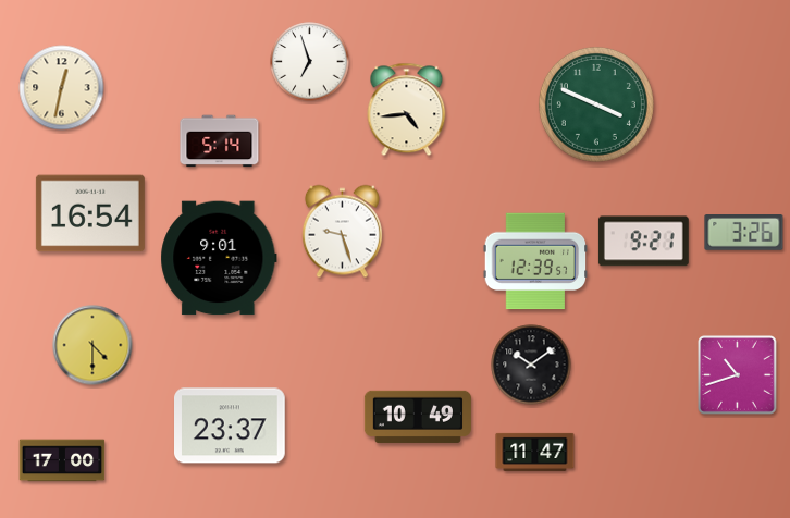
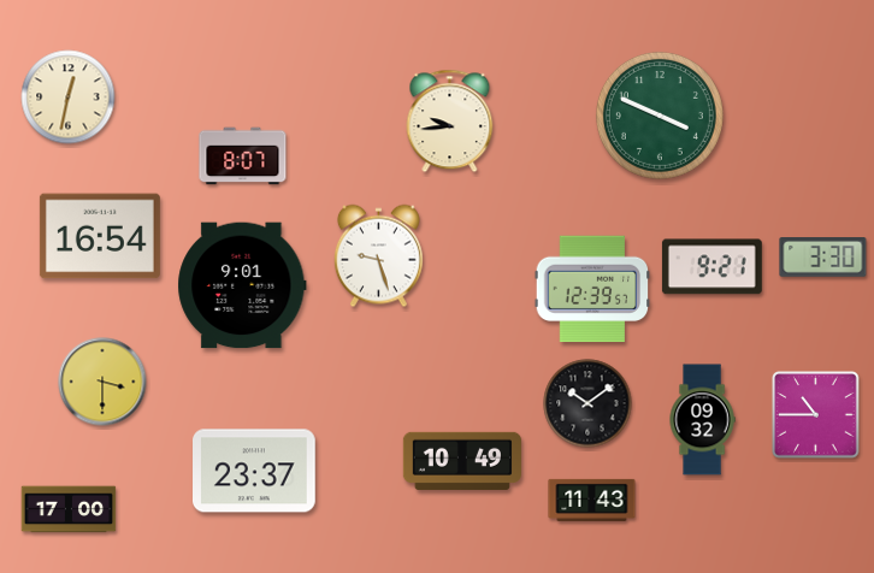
clock at (310, 62): 6:57 -> none
clock at (407, 110): 4:44 -> 9:44
clock at (220, 141): 5:14 -> 8:07
clock at (744, 233): 3:26 -> 3:30
clock at (92, 345): 4:30 -> 3:30
clock at (738, 375): 10:42 -> 10:45
clock at (702, 420): none -> 09:32
clock at (535, 452): 11:47 -> 11:43
